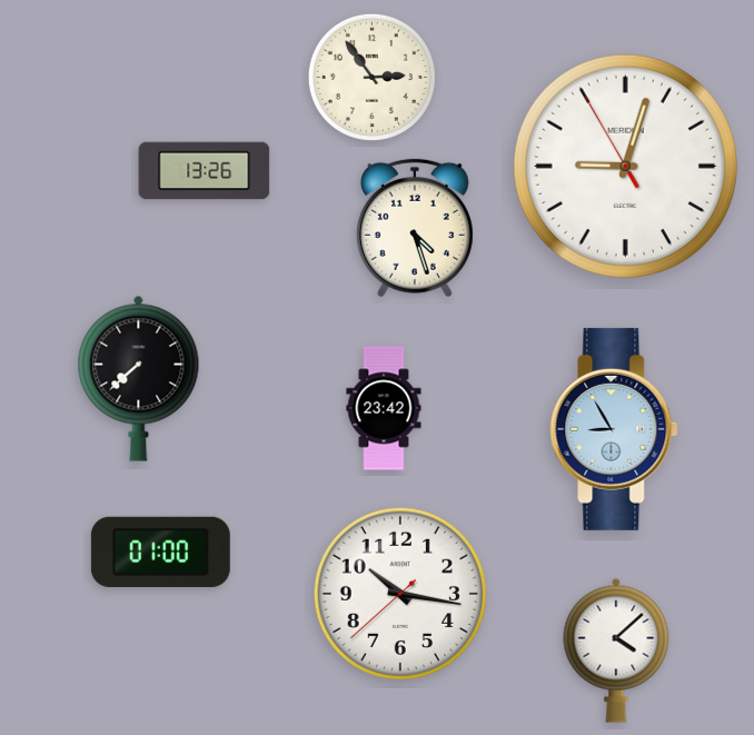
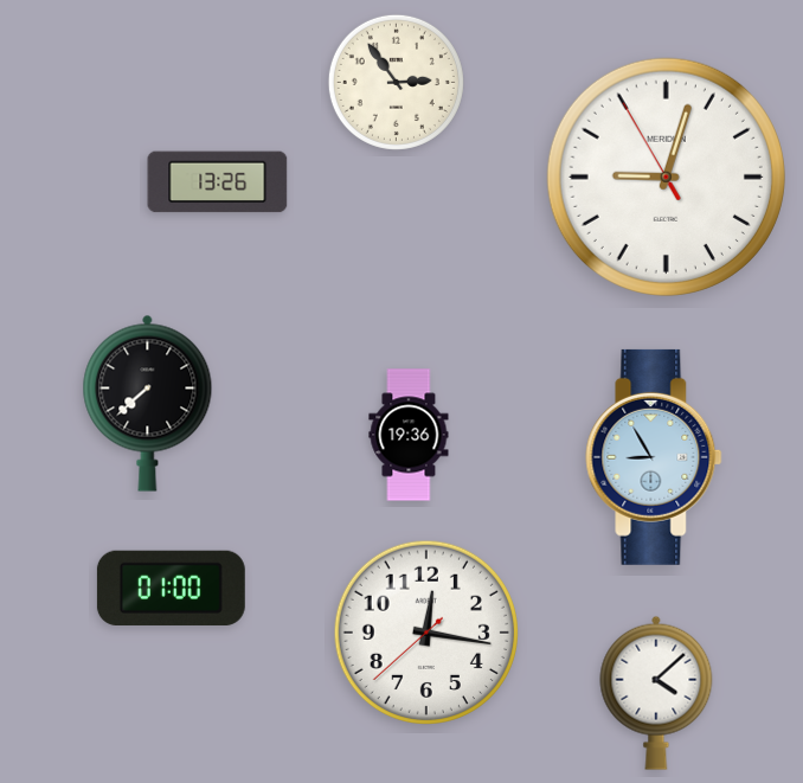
clock at (415, 228): 4:27 -> none
clock at (384, 408): 23:42 -> 19:36
clock at (399, 593): 10:16 -> 12:16
